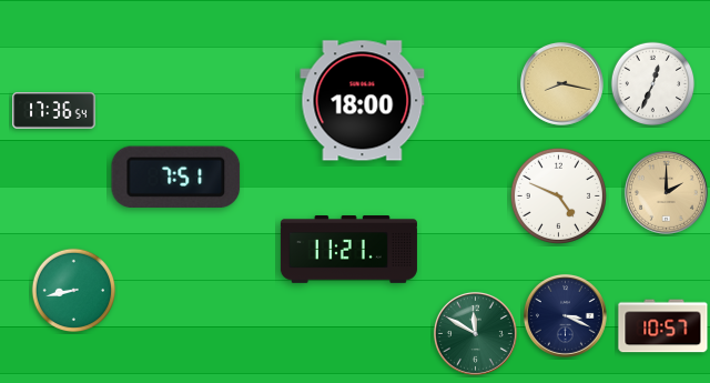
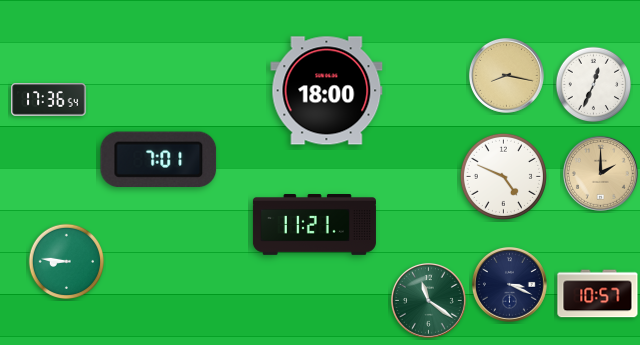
clock at (653, 84) position: (653, 84) -> (594, 85)
clock at (176, 177): 7:51 -> 7:01
clock at (74, 291): 8:43 -> 8:46
clock at (475, 333): 11:50 -> 11:21
